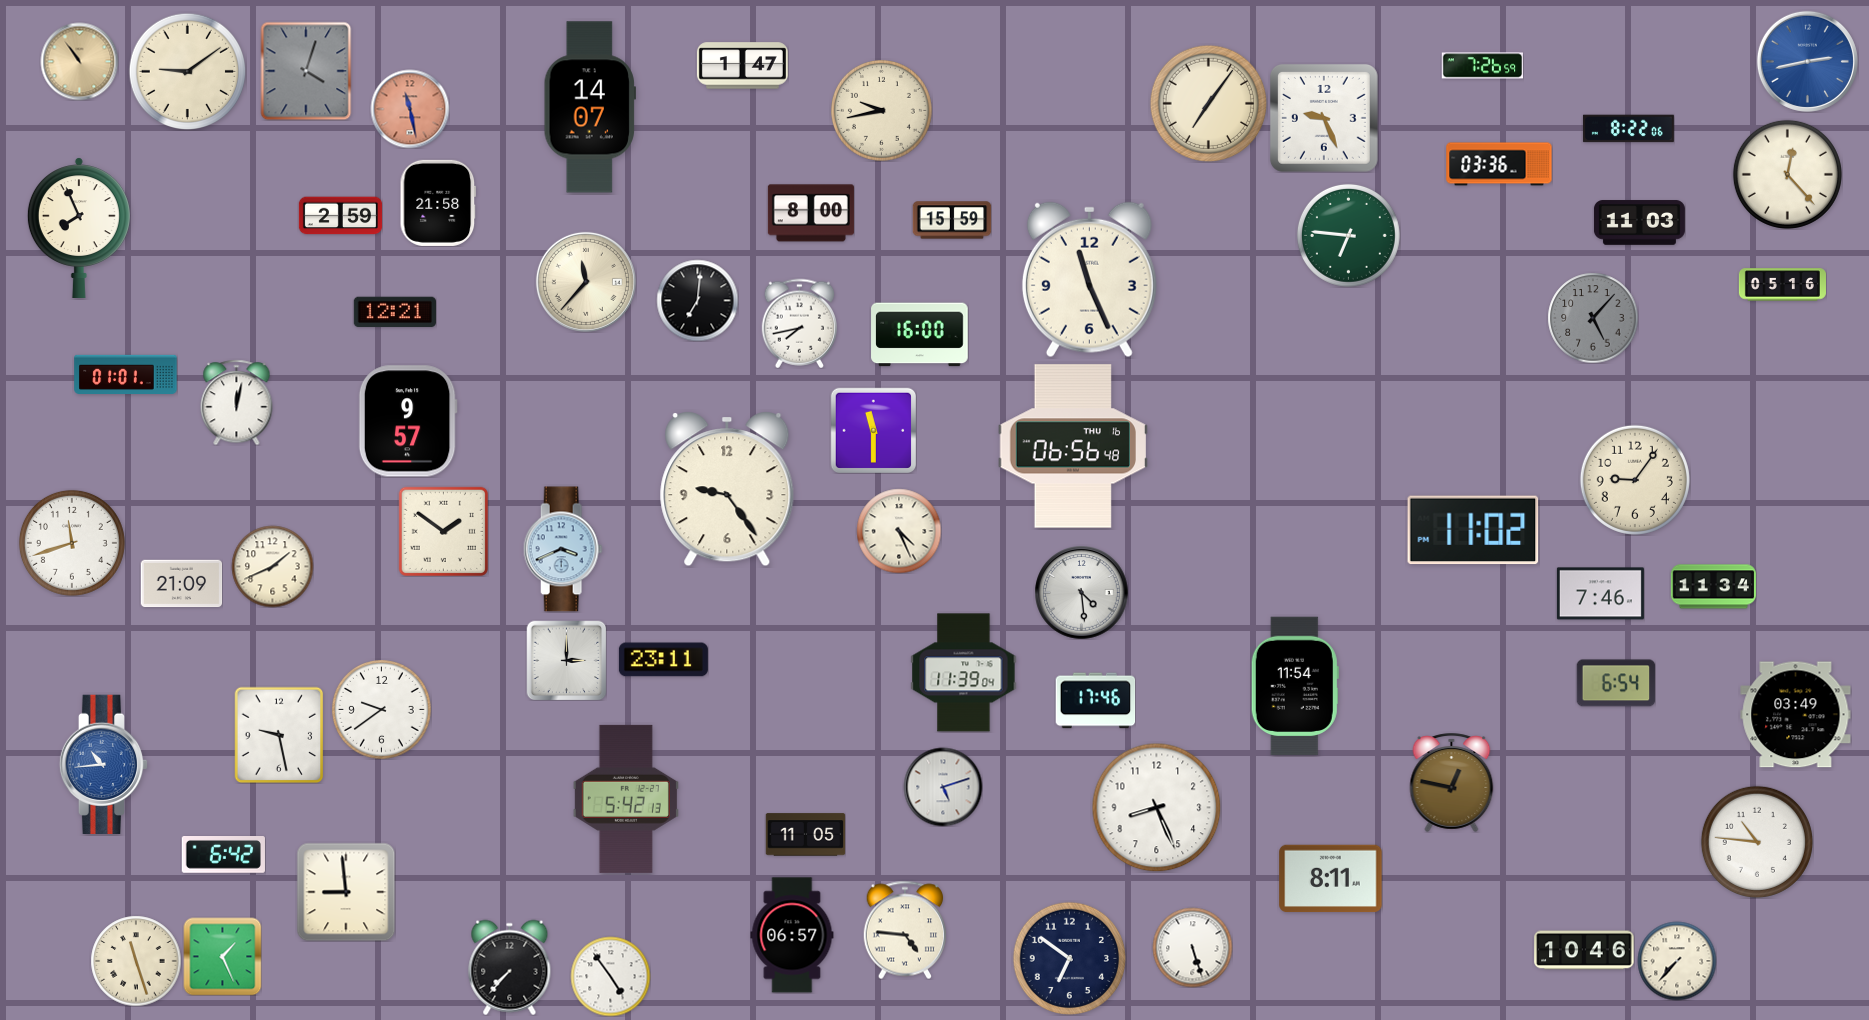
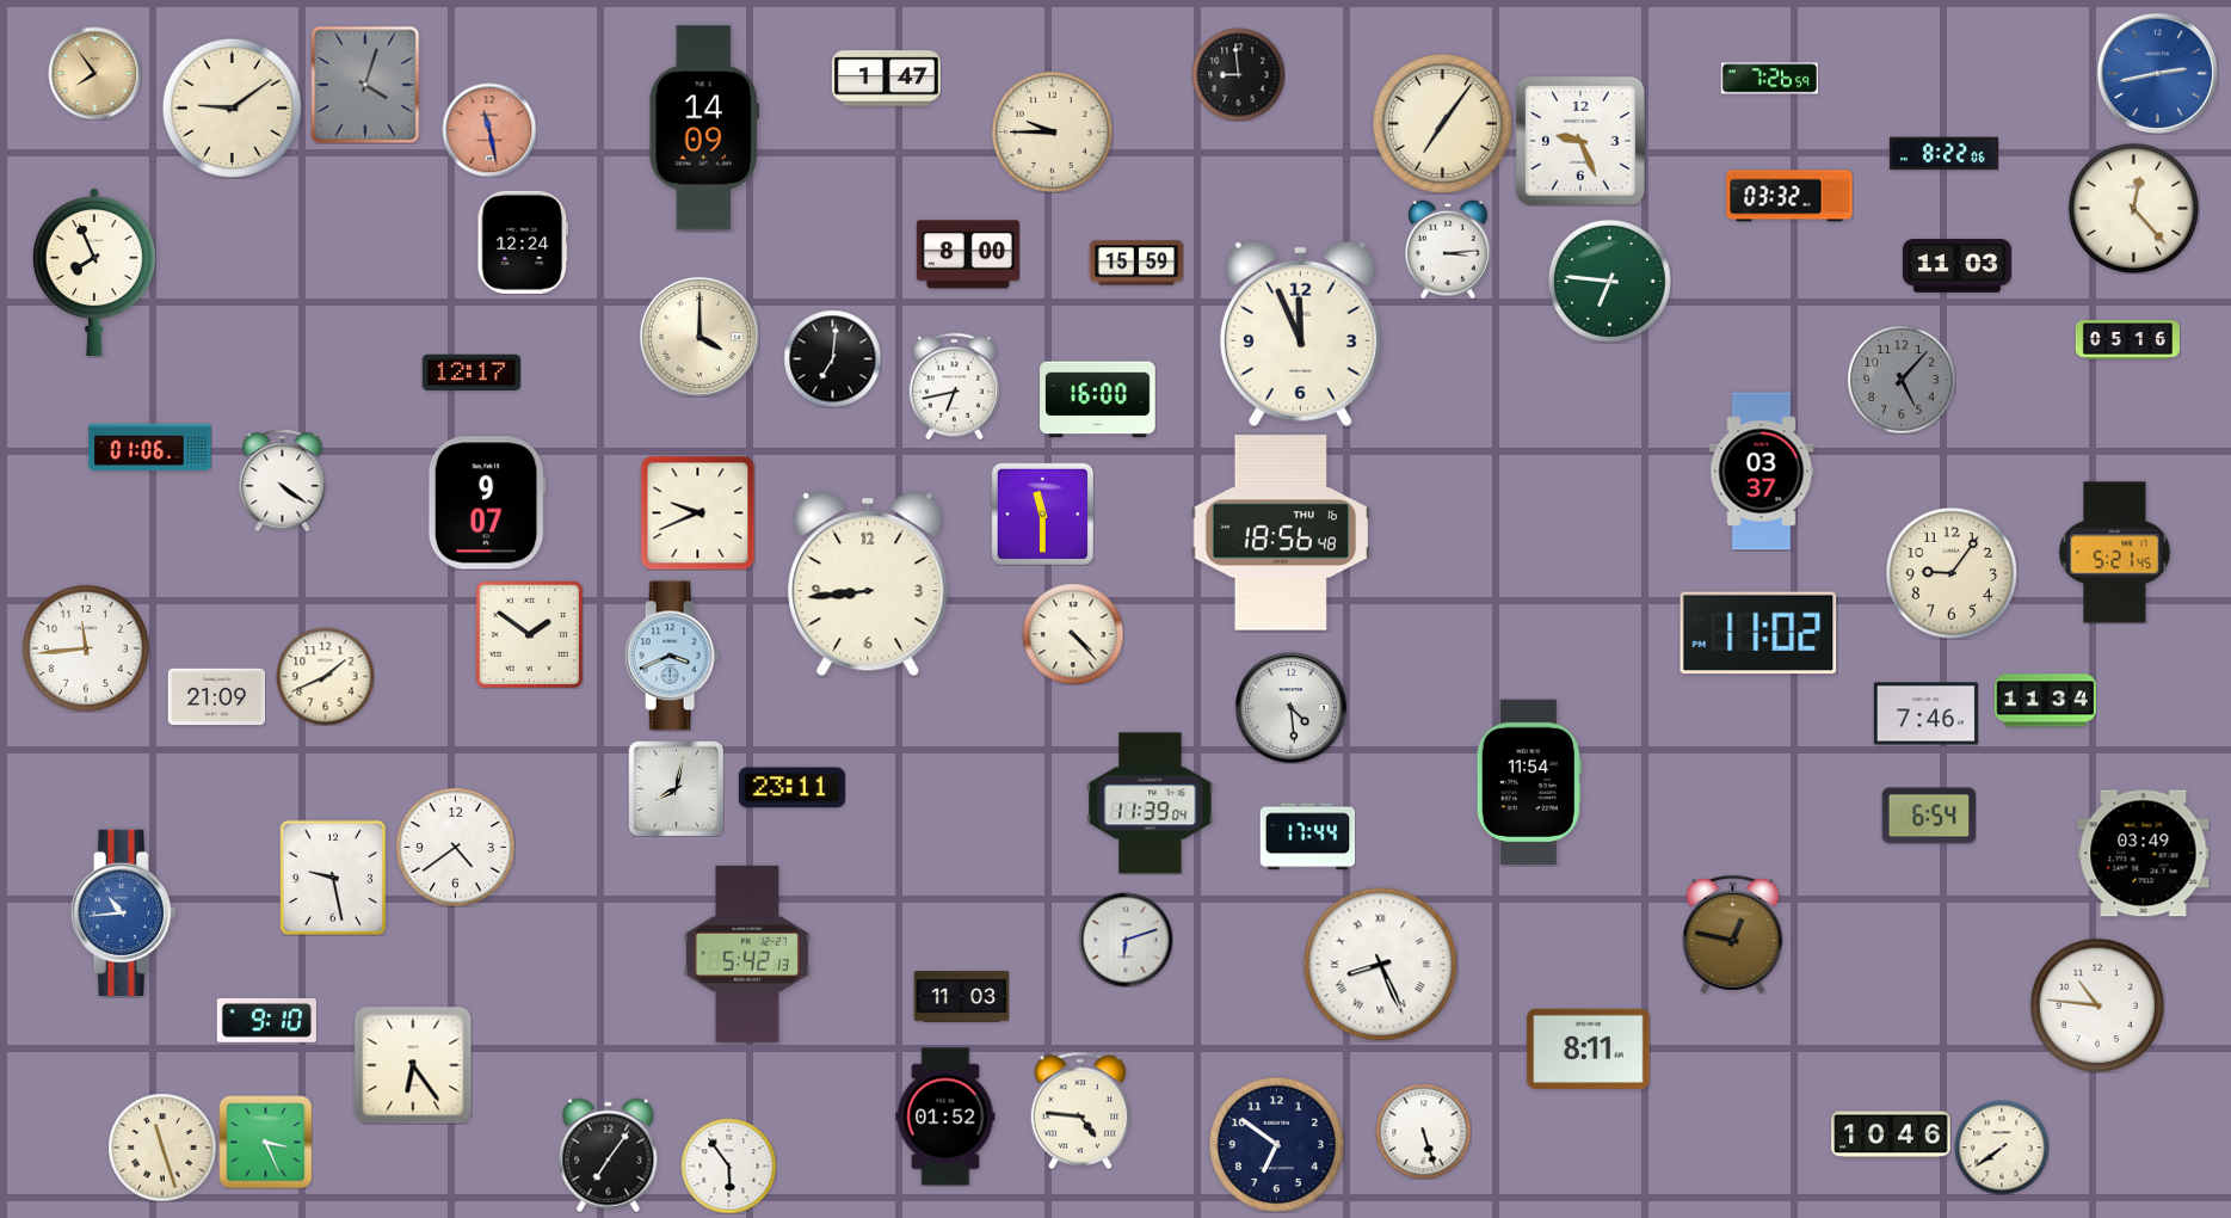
clock at (79, 61): 10:54 -> 7:54
clock at (1238, 74): none -> 8:59
clock at (187, 71) position: (187, 71) -> (232, 107)
clock at (589, 107): 14:07 -> 14:09
clock at (881, 110): 9:43 -> 9:45
clock at (1499, 164): 03:36 -> 03:32
clock at (438, 203): 21:58 -> 12:24
clock at (1449, 250): none -> 3:14
clock at (340, 216): 2:59 -> none
clock at (1089, 280): 11:26 -> 11:56
clock at (586, 282): 11:37 -> 4:00
clock at (394, 312): 12:21 -> 12:17
clock at (799, 323): 7:43 -> 6:43
clock at (126, 375): 01:01 -> 01:06
clock at (1762, 472): none -> 03:37
clock at (237, 402): 12:02 -> 4:21
clock at (408, 421): 9:57 -> 9:07
clock at (697, 512): none -> 9:41
clock at (1073, 446): 06:56 -> 18:56
clock at (2115, 553): none -> 5:21
clock at (727, 489): 9:24 -> 8:44
clock at (899, 531): 4:26 -> 4:23
clock at (72, 543): 11:42 -> 11:44
clock at (1600, 594) position: (1600, 594) -> (1925, 714)
clock at (566, 660): 3:00 -> 8:02
clock at (1295, 686) position: (1295, 686) -> (1529, 782)
clock at (1095, 701): 17:46 -> 17:44
clock at (382, 710): 9:39 -> 4:39
clock at (943, 787): 5:12 -> 6:12
clock at (1156, 807) numerals: Arabic -> Roman
clock at (805, 835): 11:05 -> 11:03
clock at (223, 855): 6:42 -> 9:10
clock at (346, 892): 8:59 -> 6:24
clock at (792, 935): 06:57 -> 01:52
clock at (222, 956): 1:26 -> 3:26
clock at (1677, 961): 7:37 -> 7:39
clock at (510, 967): 7:37 -> 7:06
clock at (610, 976): 4:54 -> 5:54
